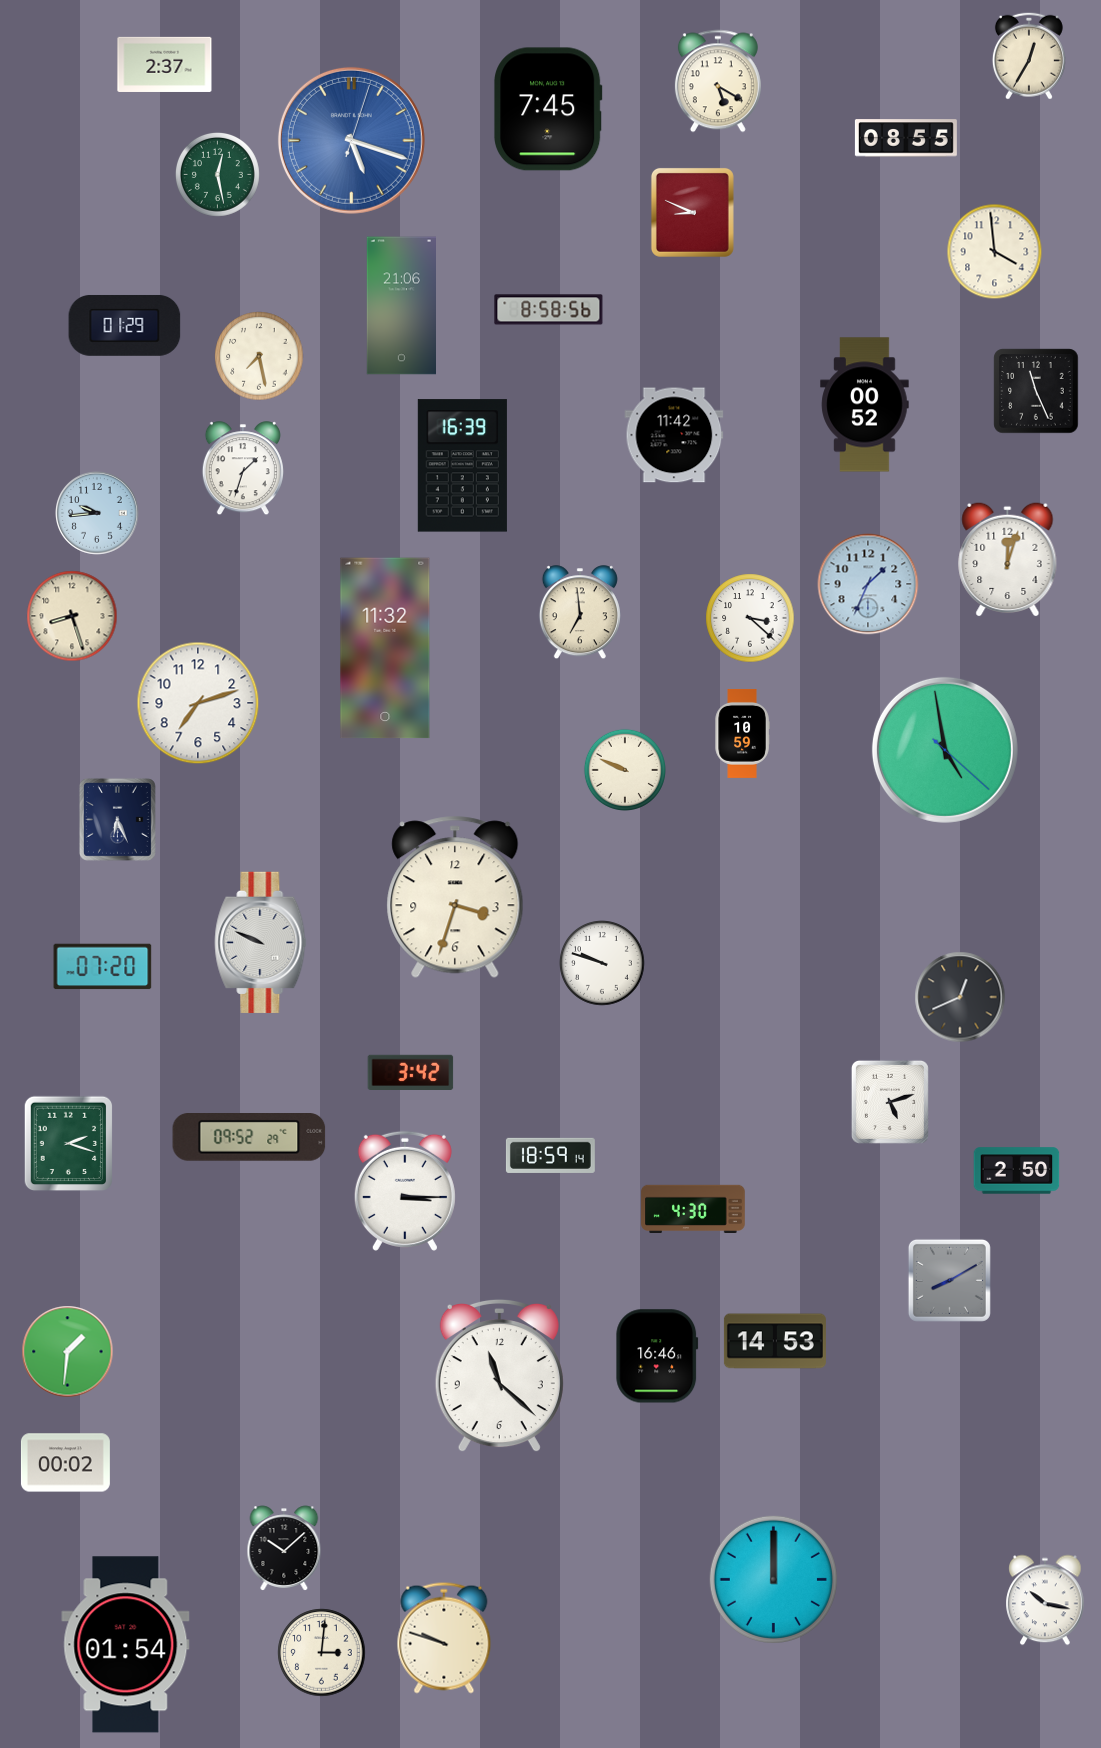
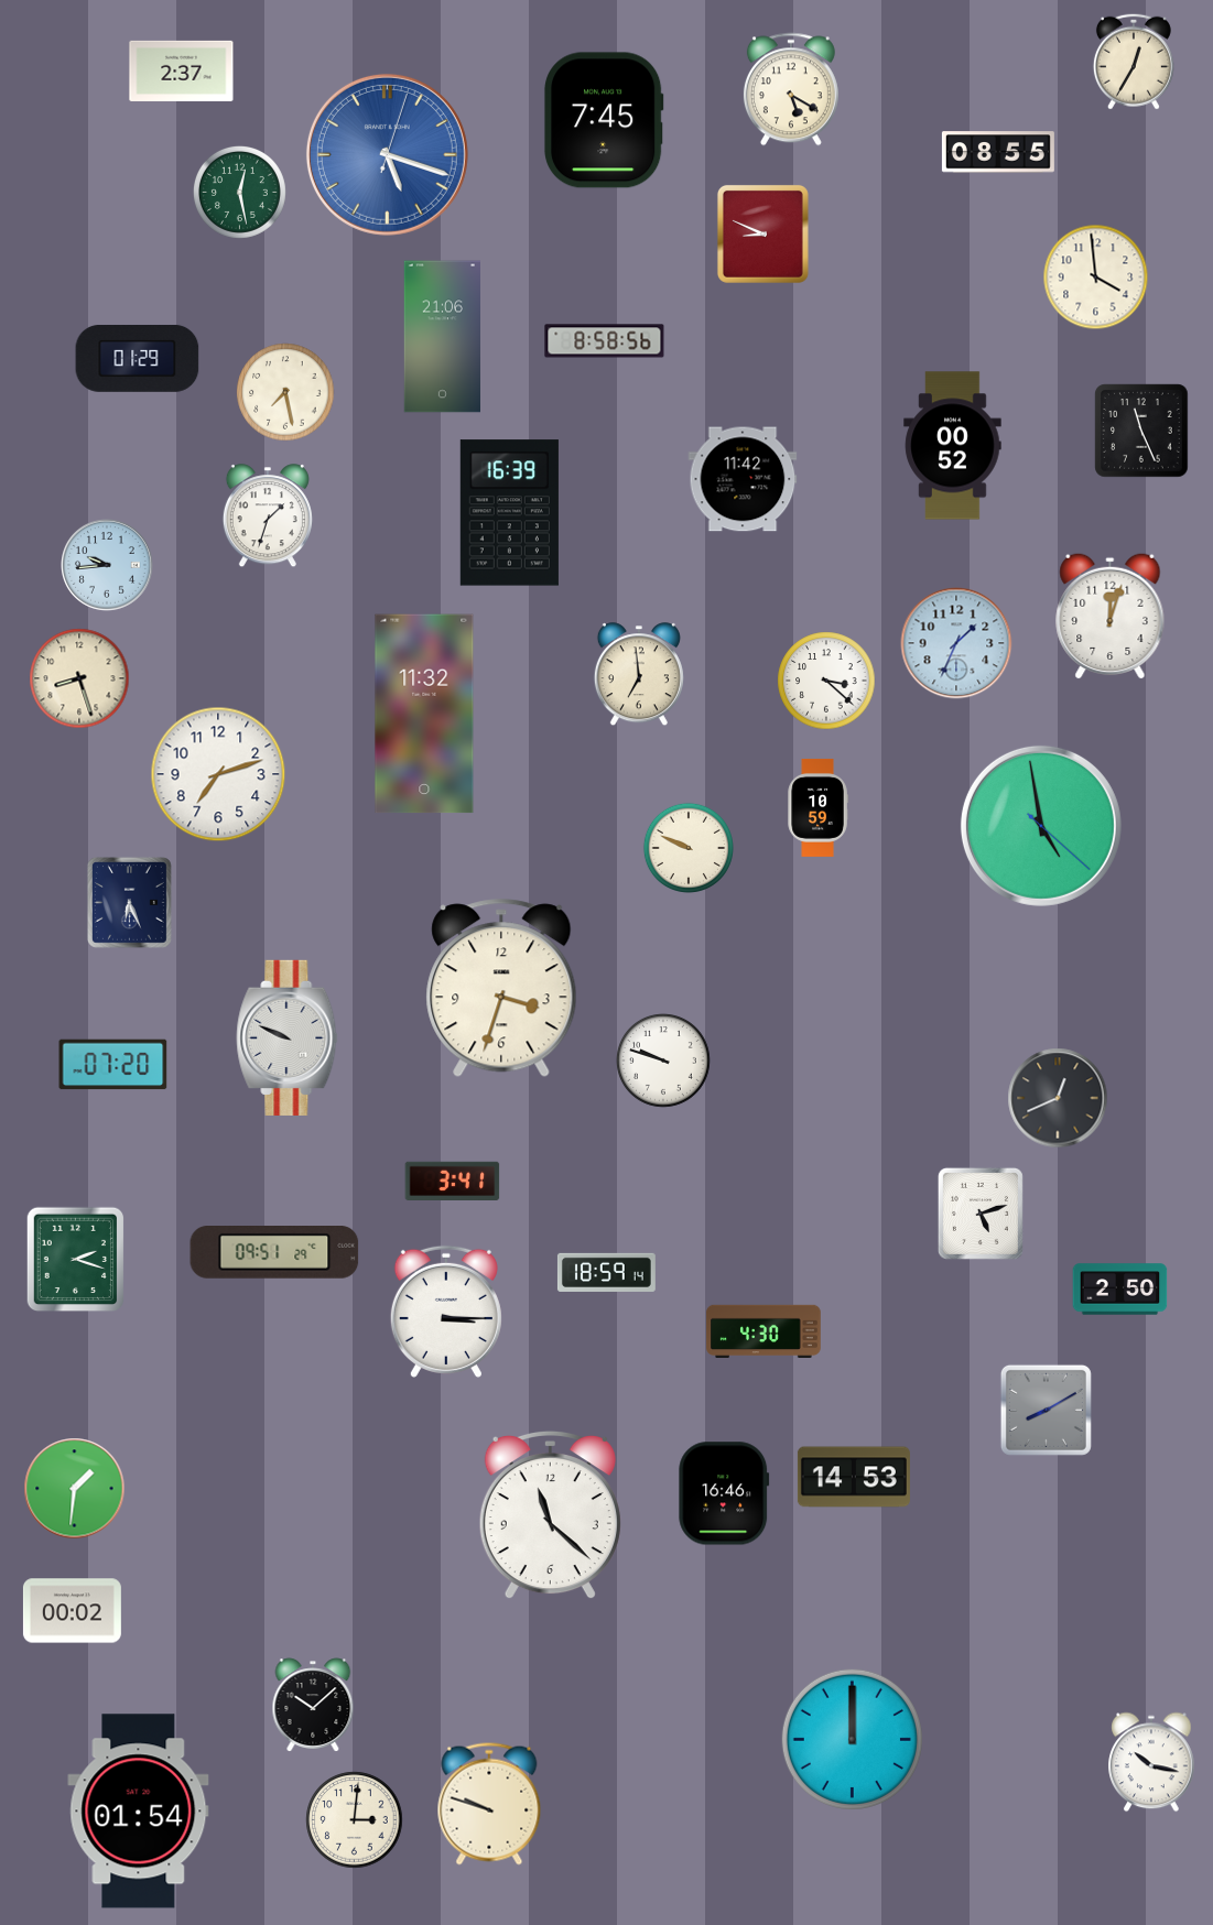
clock at (411, 1072): 3:42 -> 3:41
clock at (249, 1138): 09:52 -> 09:51
